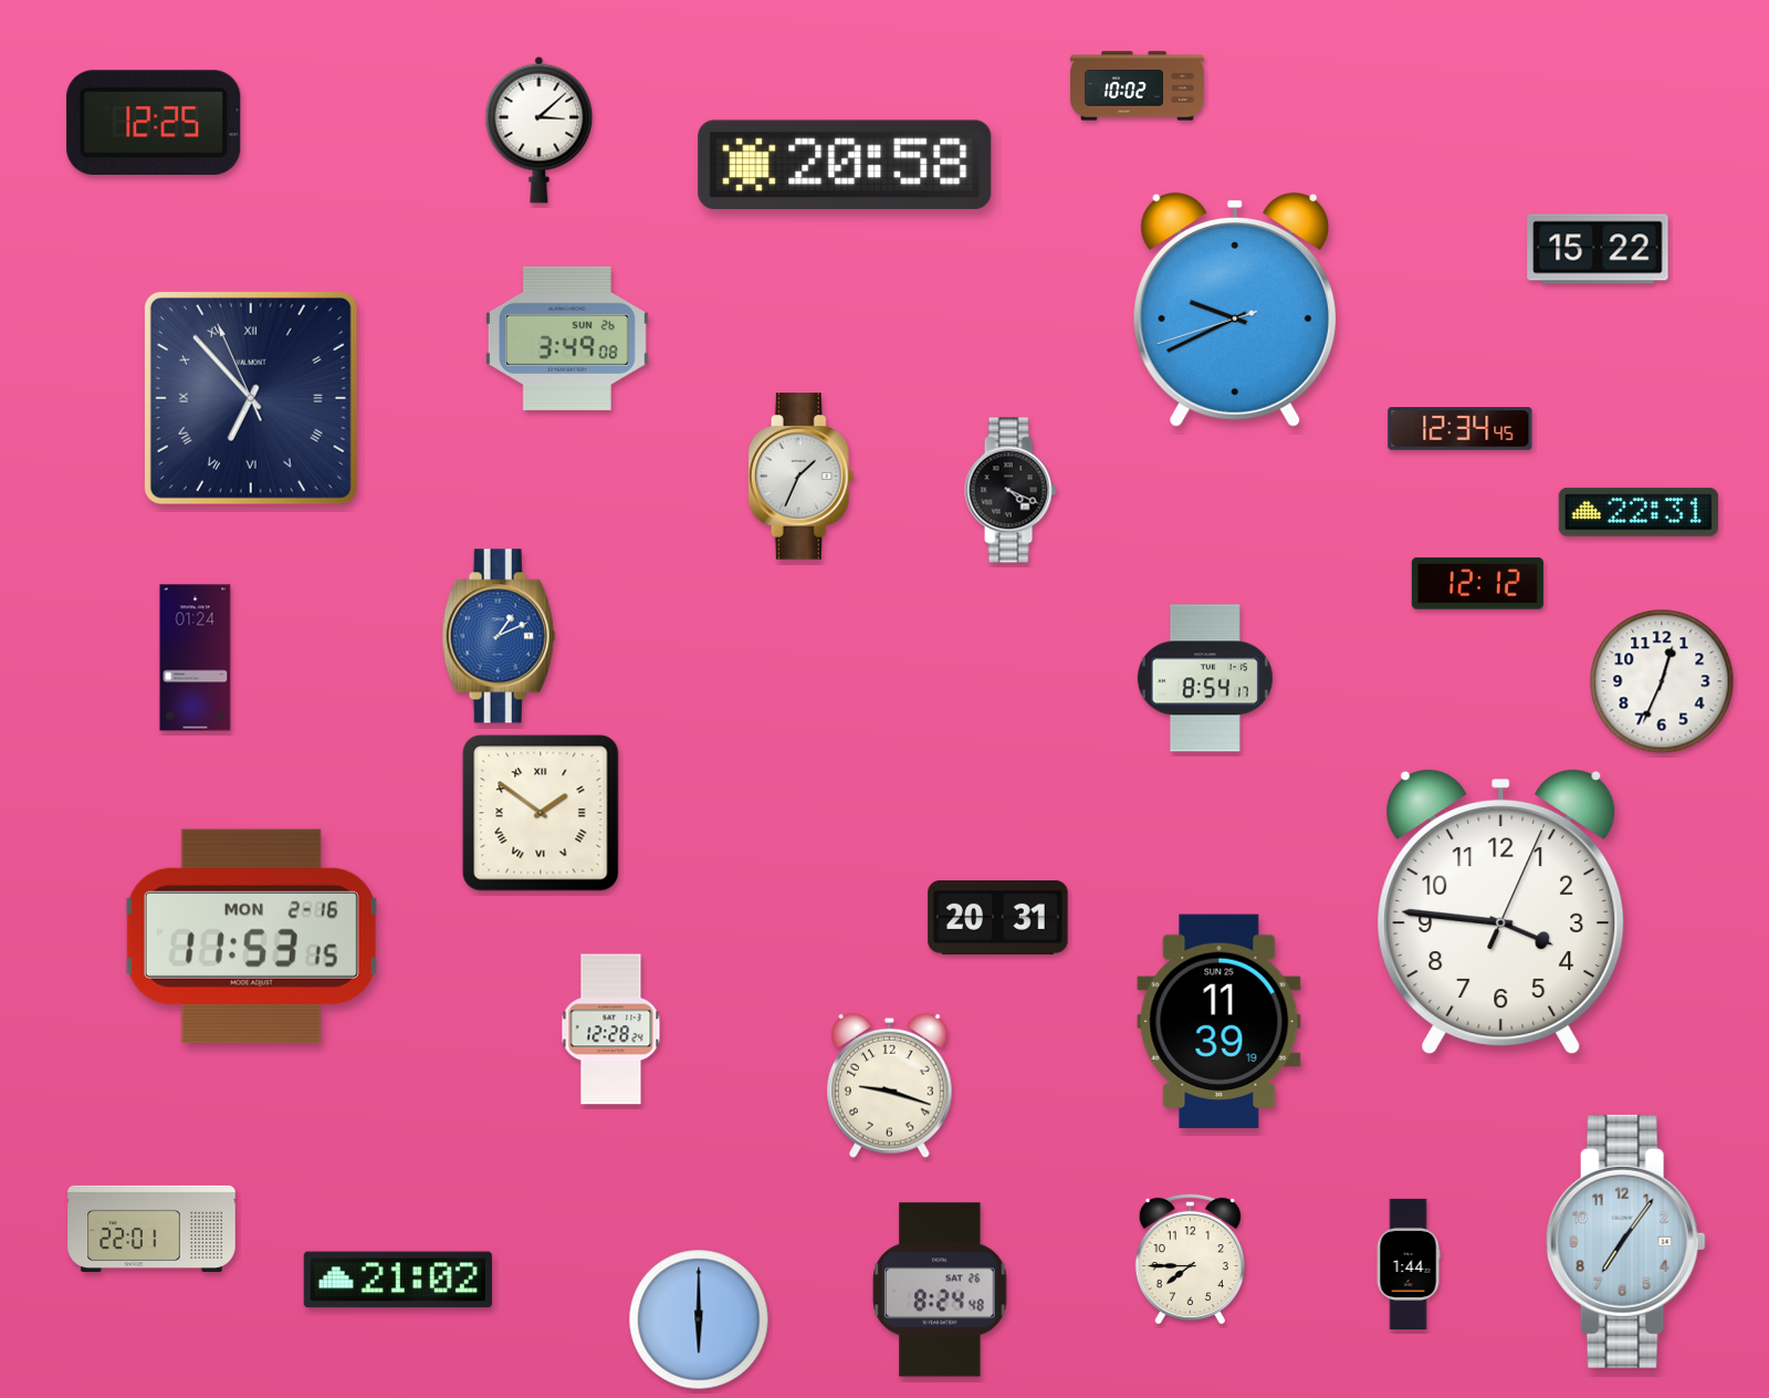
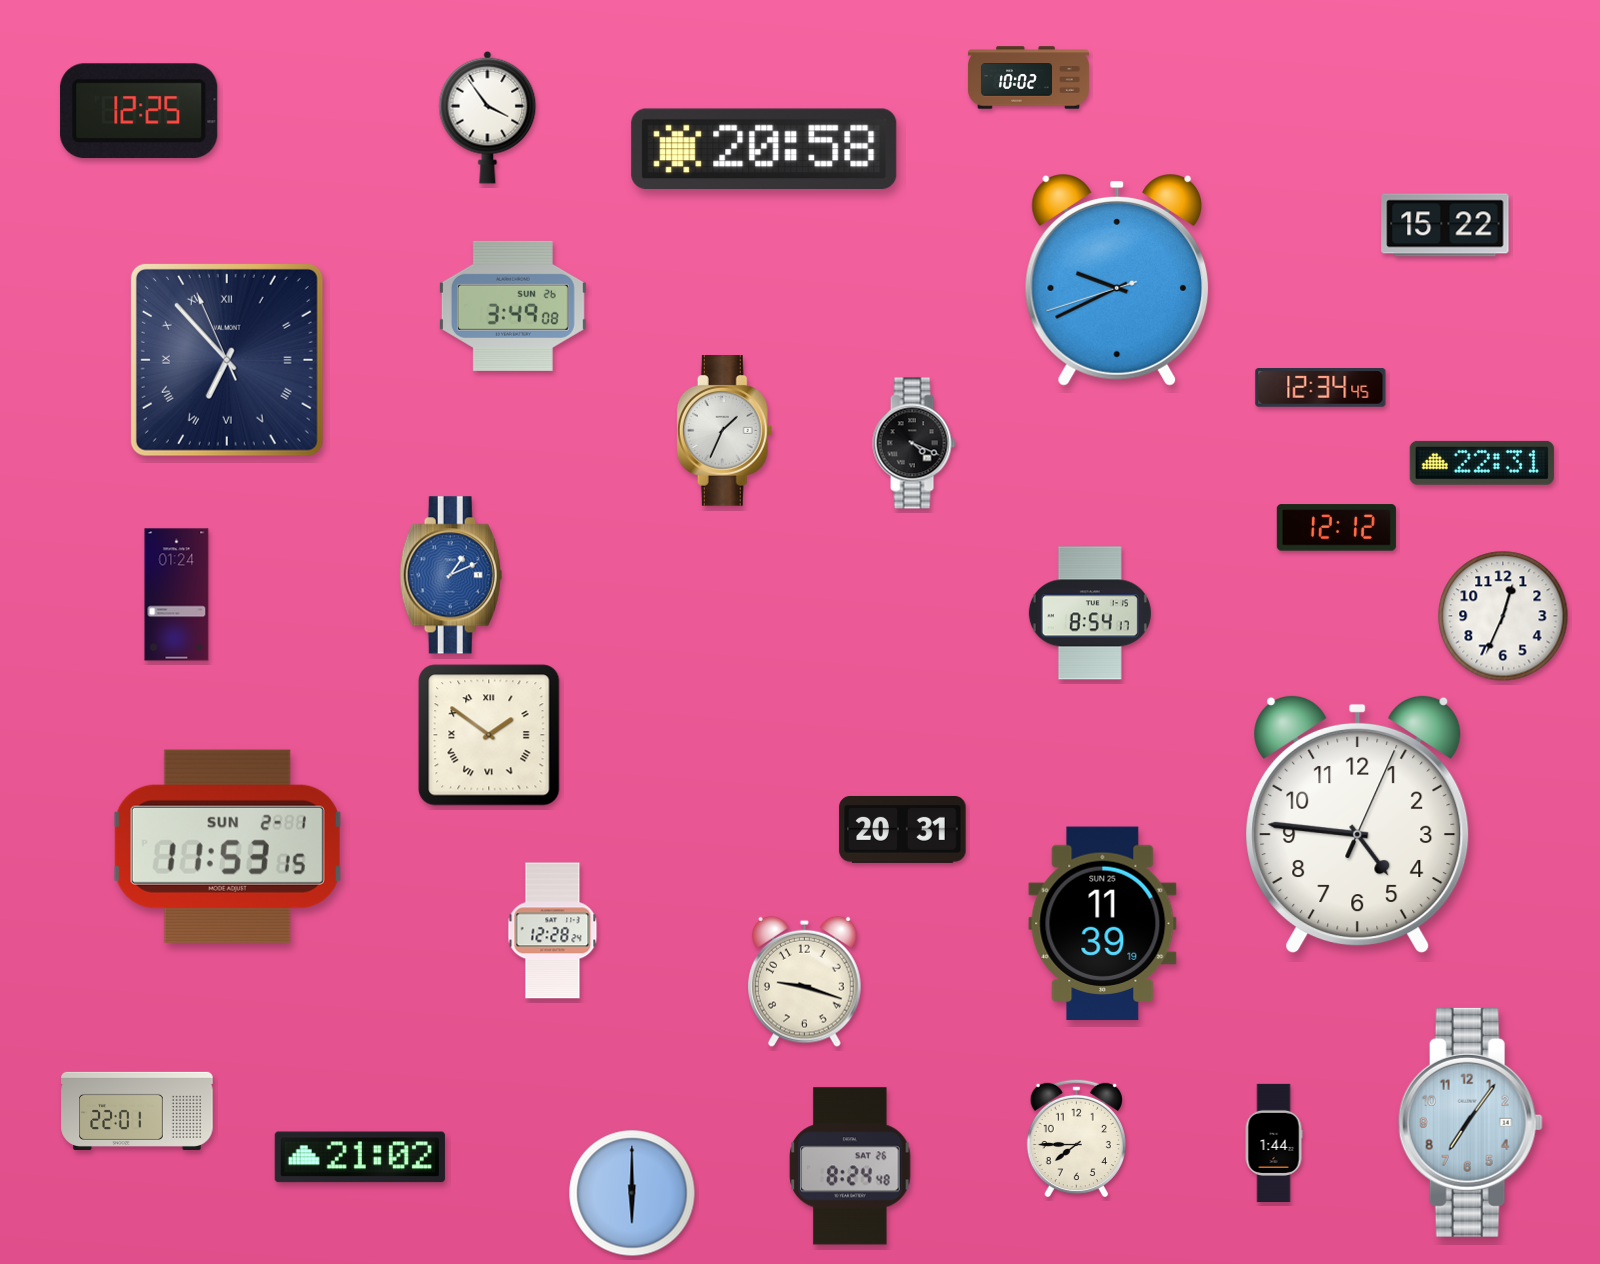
clock at (540, 129): 3:08 -> 3:54
clock at (1501, 911): 3:46 -> 4:46
clock at (251, 936) date: MON 2-16 -> SUN 2-1
